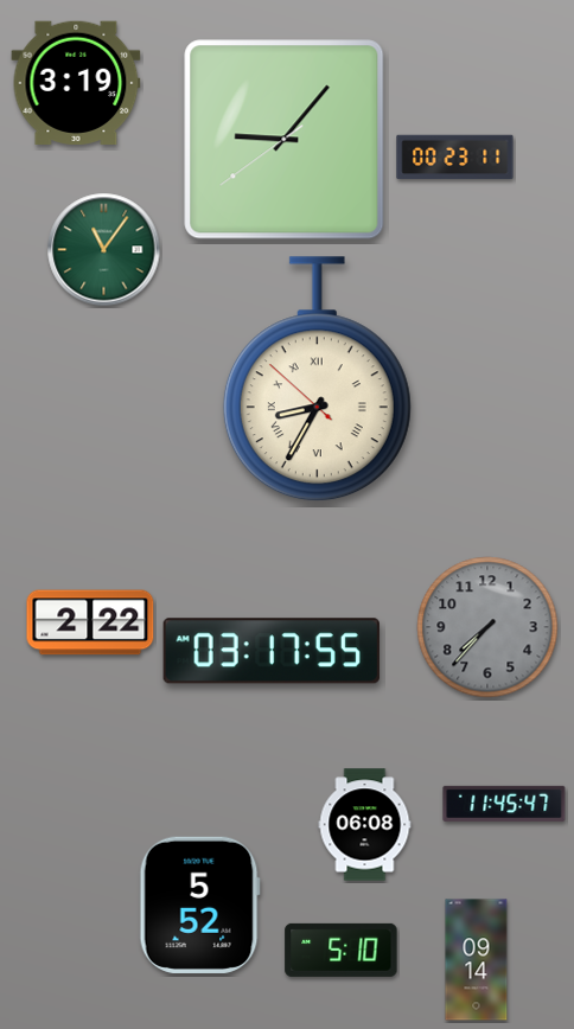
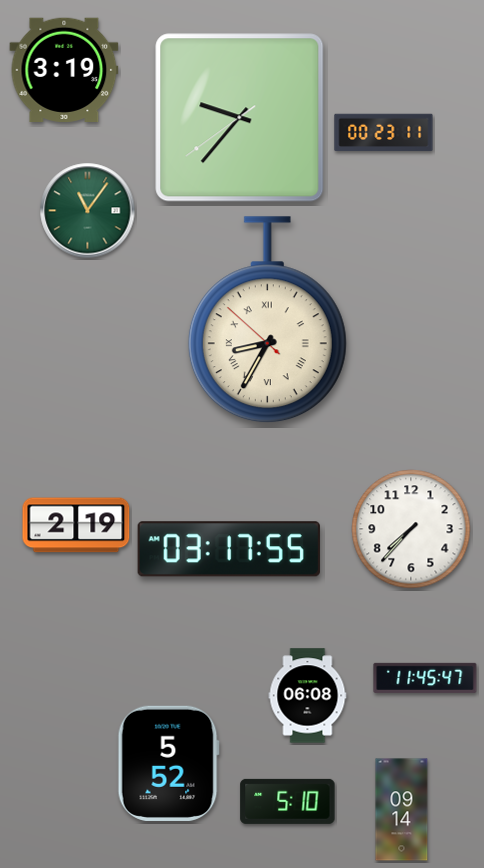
clock at (285, 140): 9:06 -> 9:36
clock at (90, 622): 2:22 -> 2:19
clock at (487, 627) dial: grey -> white
